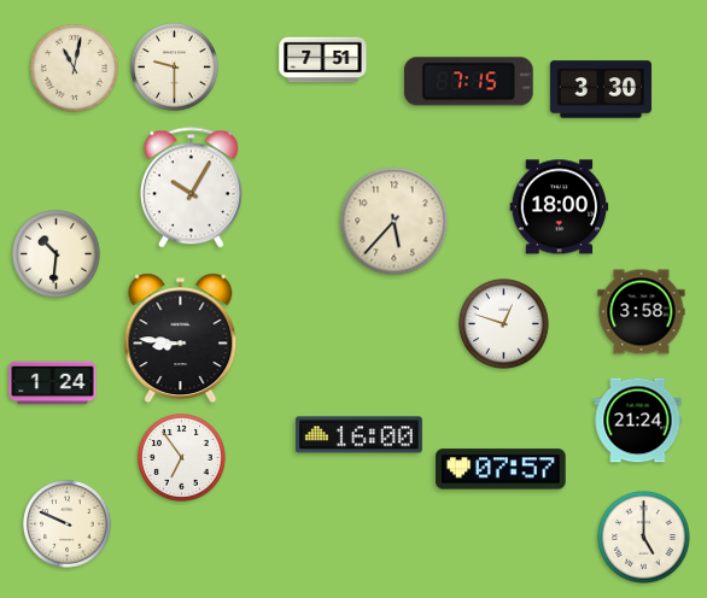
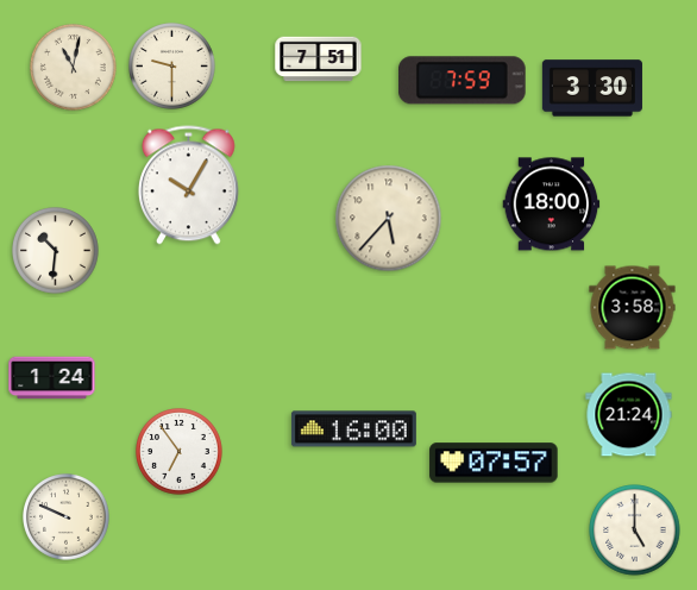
clock at (468, 82): 7:15 -> 7:59
clock at (504, 324): 12:48 -> none
clock at (181, 339): 8:46 -> none
